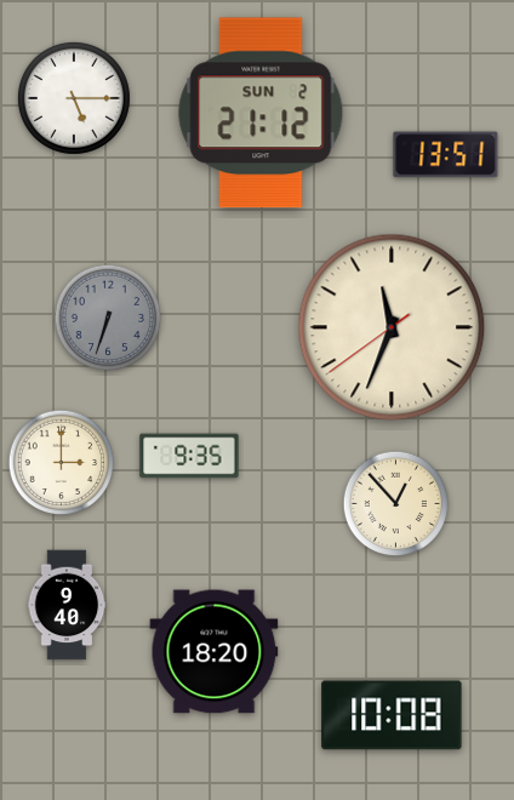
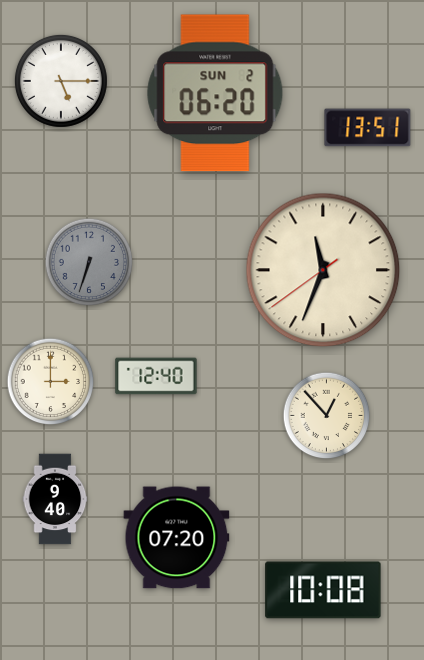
clock at (261, 113): 21:12 -> 06:20
clock at (189, 456): 9:35 -> 12:40
clock at (215, 652): 18:20 -> 07:20
